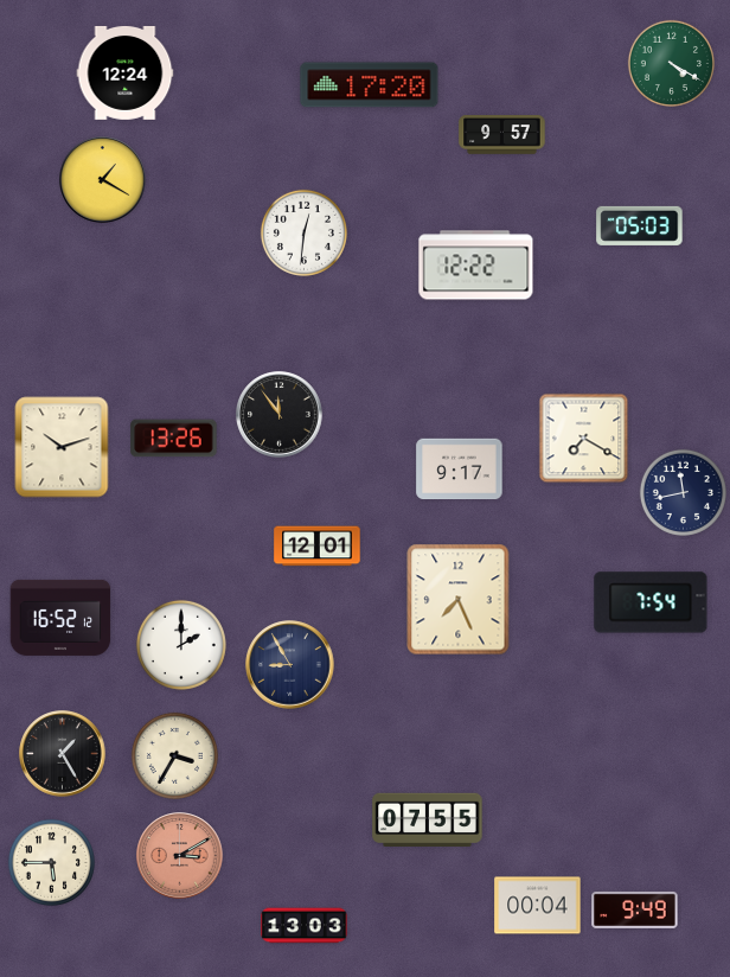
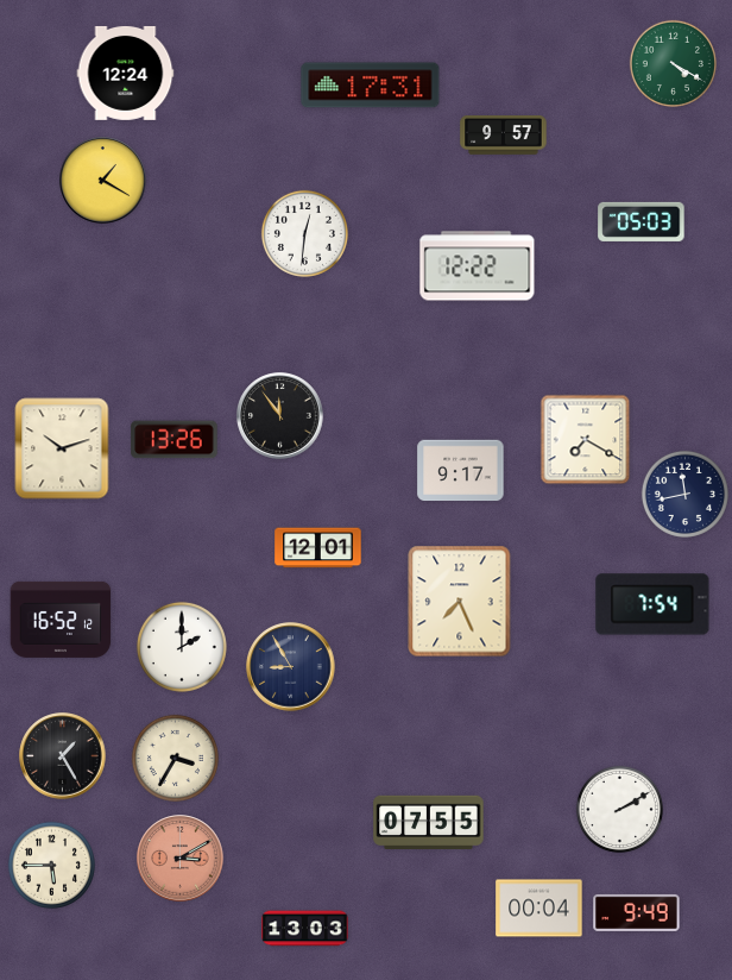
clock at (370, 85): 17:20 -> 17:31
clock at (640, 225) position: (640, 225) -> (642, 221)
clock at (619, 809): none -> 2:10
